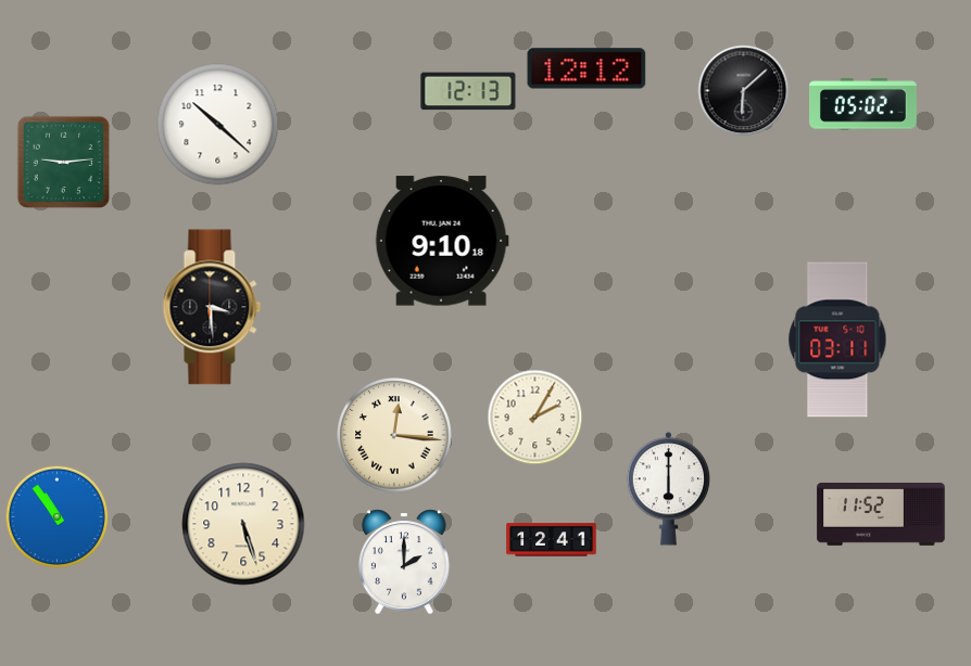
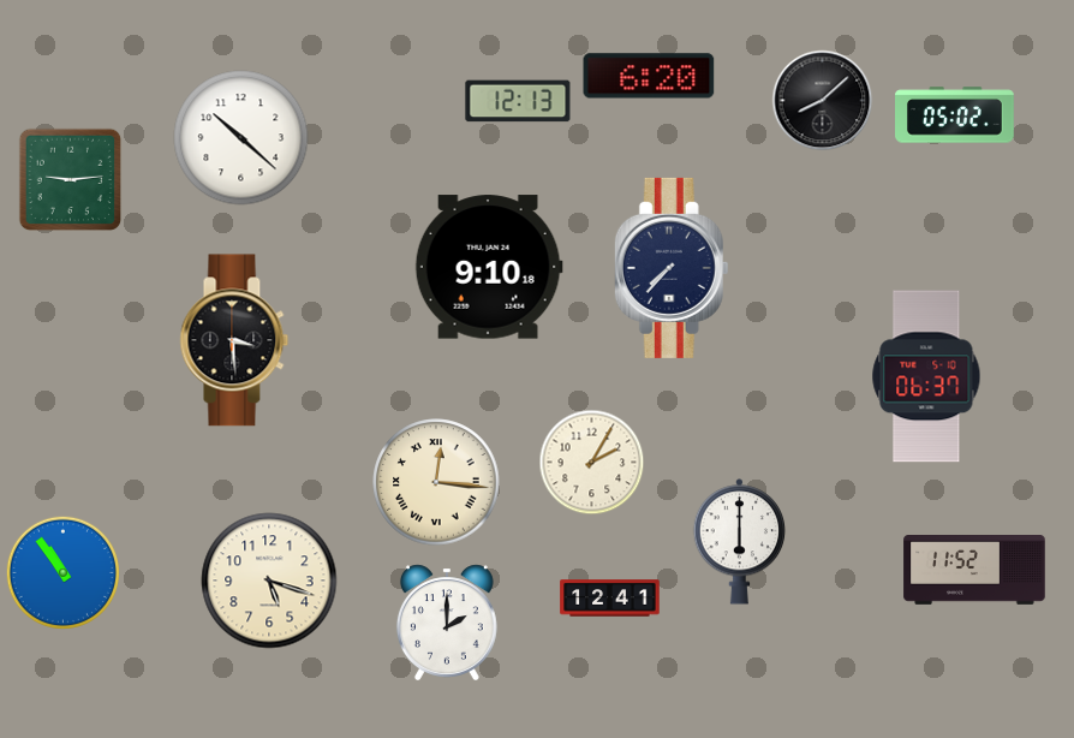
clock at (587, 68): 12:12 -> 6:20
clock at (744, 91): 6:08 -> 8:08
clock at (672, 268): none -> 7:37
clock at (837, 340): 03:11 -> 06:37
clock at (243, 524): 5:27 -> 5:18
